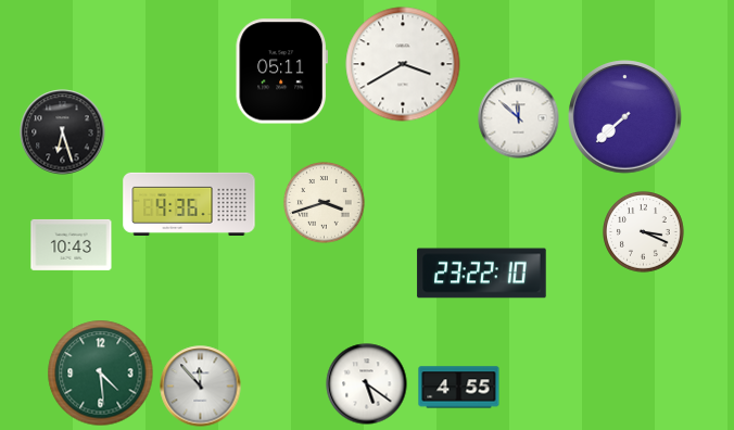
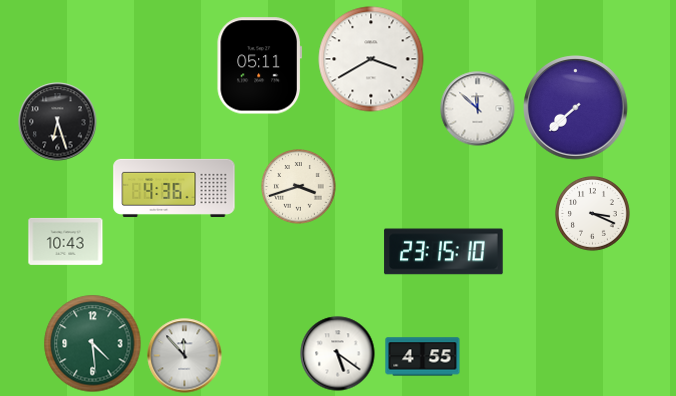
clock at (72, 244) position: (72, 244) -> (66, 241)
clock at (482, 274): 23:22 -> 23:15
